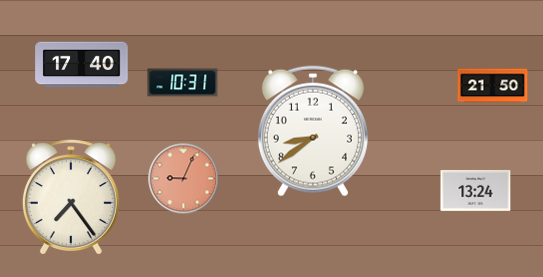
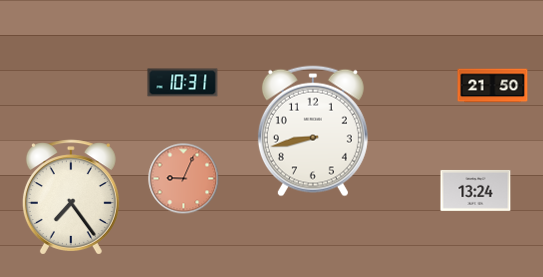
clock at (82, 65): 17:40 -> none
clock at (313, 131): 8:39 -> 8:43
